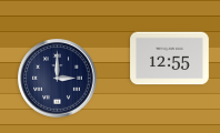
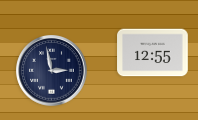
clock at (58, 79): 3:00 -> 2:58
